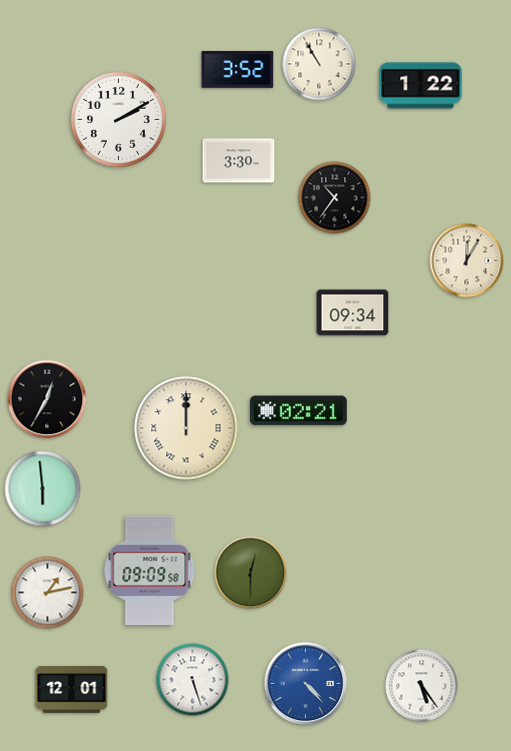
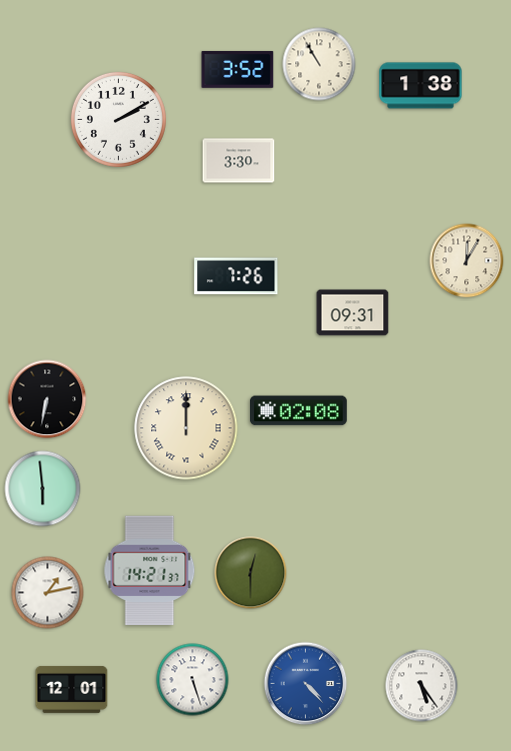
clock at (421, 86): 1:22 -> 1:38
clock at (335, 198): 10:36 -> none
clock at (236, 276): none -> 7:26
clock at (353, 313): 09:34 -> 09:31
clock at (47, 399): 12:35 -> 6:32
clock at (298, 411): 02:21 -> 02:08
clock at (150, 571): 09:09 -> 14:21
